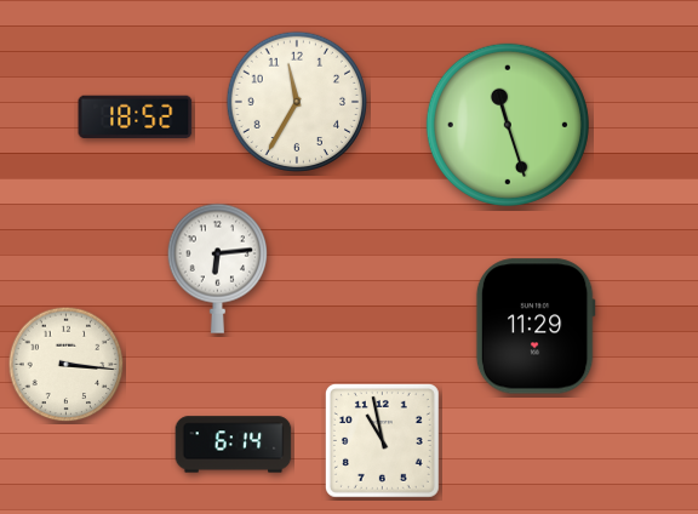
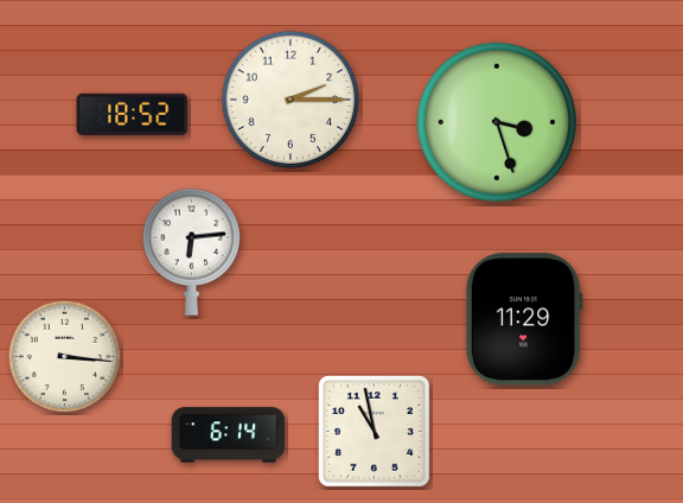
clock at (296, 101): 11:35 -> 2:15
clock at (508, 125): 11:27 -> 3:27
clock at (217, 268) position: (217, 268) -> (191, 251)
